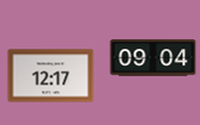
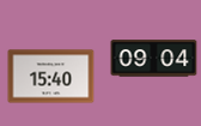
clock at (51, 76): 12:17 -> 15:40
